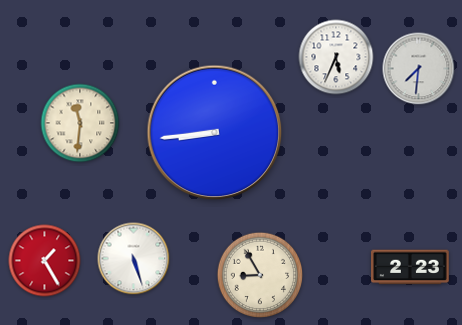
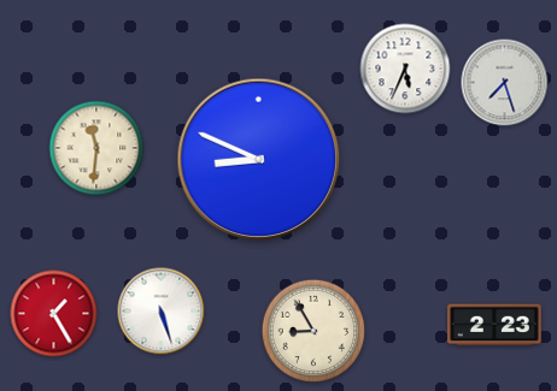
clock at (419, 69): 7:31 -> 7:27
clock at (215, 133): 8:44 -> 8:49
clock at (411, 267) position: (411, 267) -> (496, 325)
